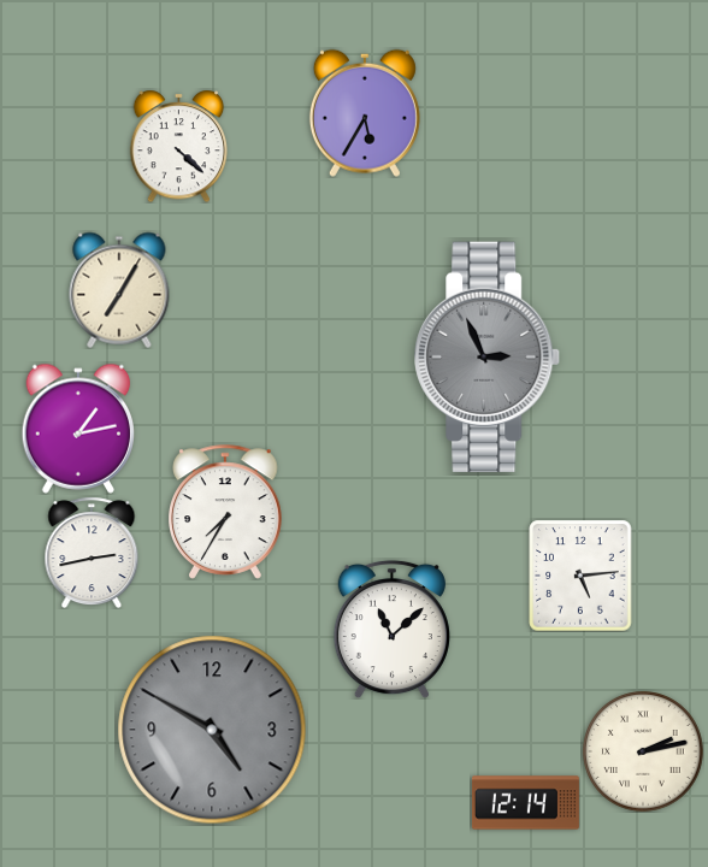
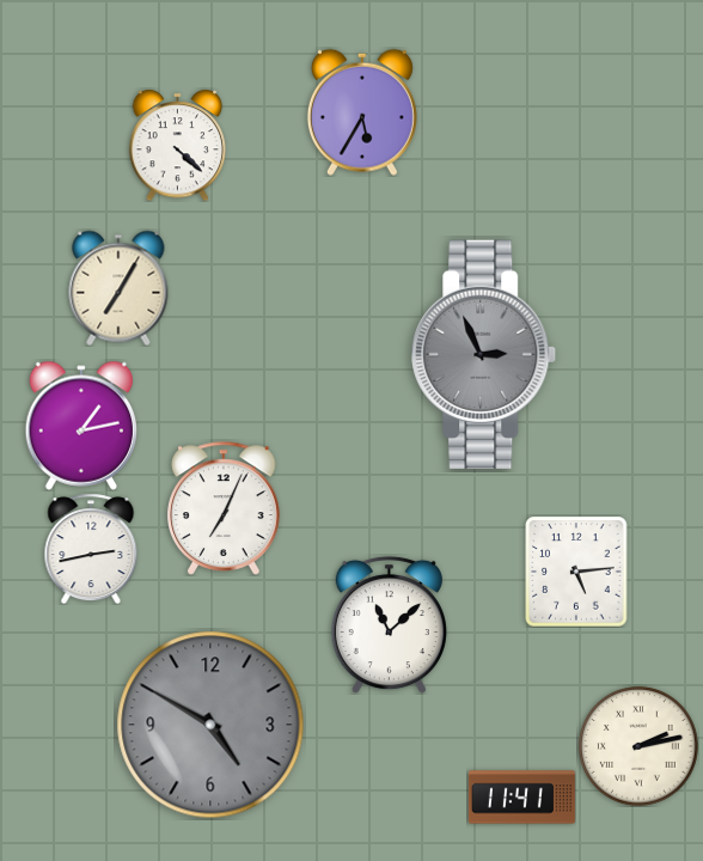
clock at (78, 429) position: (78, 429) -> (81, 426)
clock at (225, 512): 7:35 -> 7:04
clock at (525, 803): 12:14 -> 11:41
